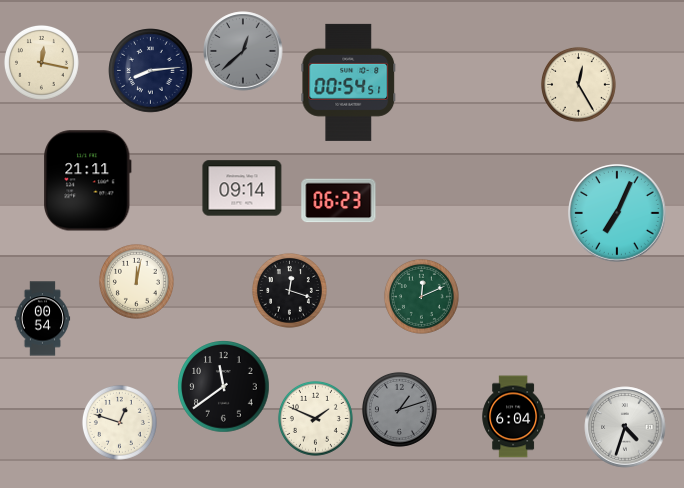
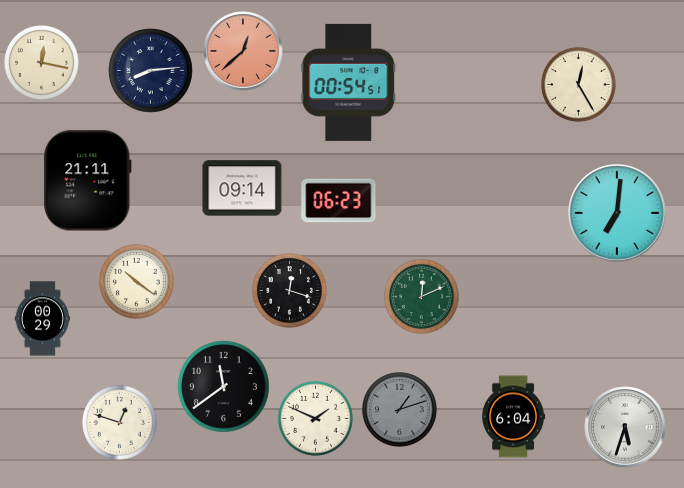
clock at (243, 51) dial: grey -> salmon
clock at (618, 214): 7:04 -> 7:01
clock at (136, 281): 12:02 -> 10:21
clock at (43, 319): 00:54 -> 00:29
clock at (625, 427): 4:33 -> 5:33
